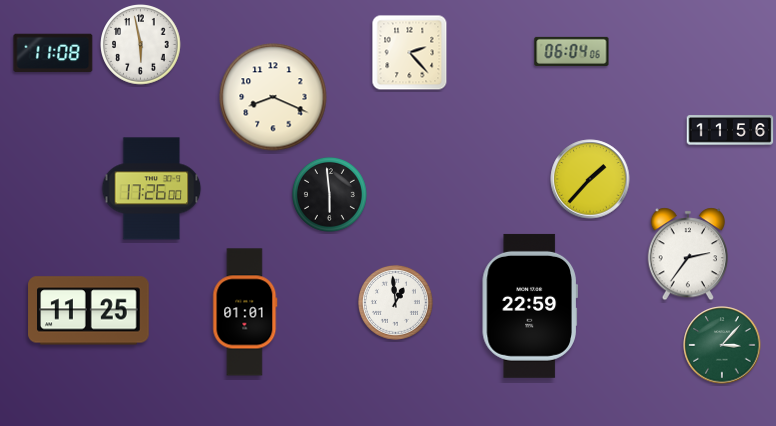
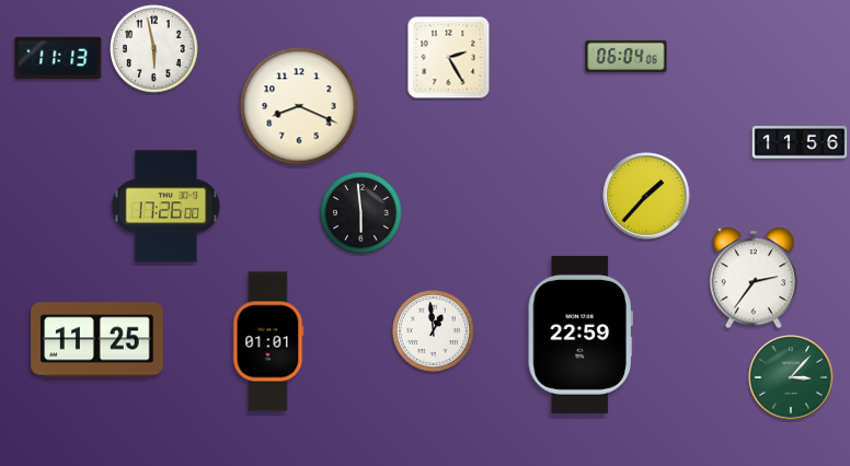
clock at (53, 53): 11:08 -> 11:13
clock at (410, 53): 2:23 -> 2:25
